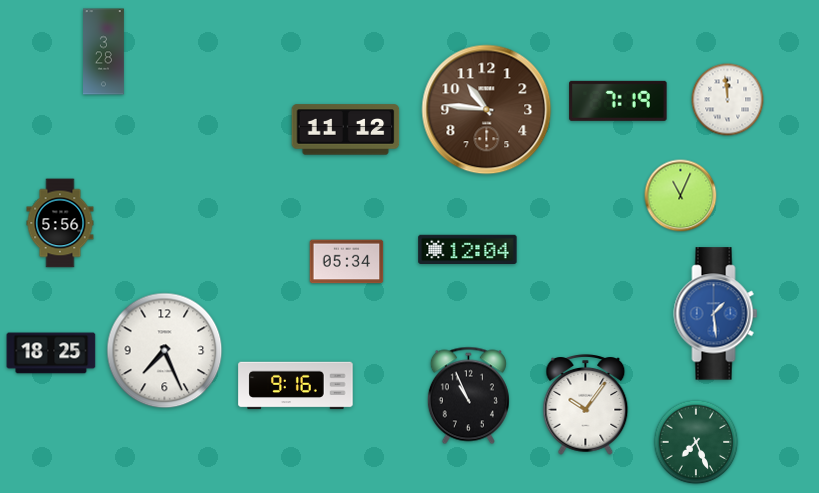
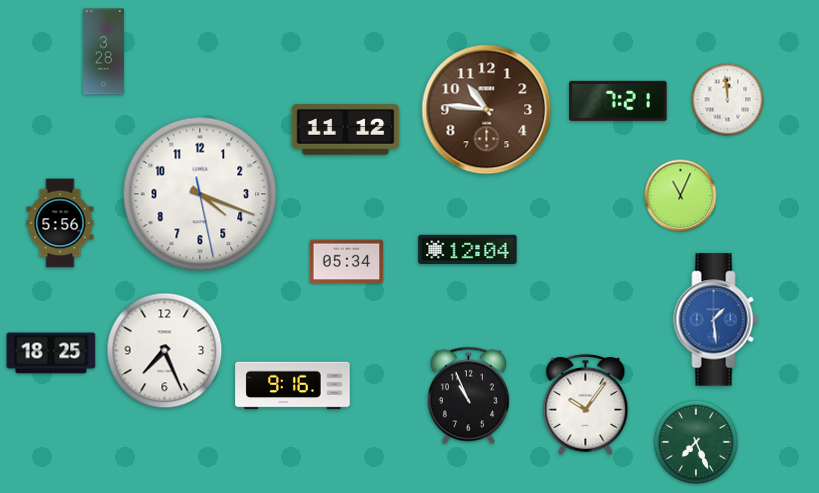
clock at (618, 101): 7:19 -> 7:21
clock at (200, 194): none -> 4:18
clock at (716, 314) position: (716, 314) -> (716, 320)
clock at (296, 386) position: (296, 386) -> (293, 386)
